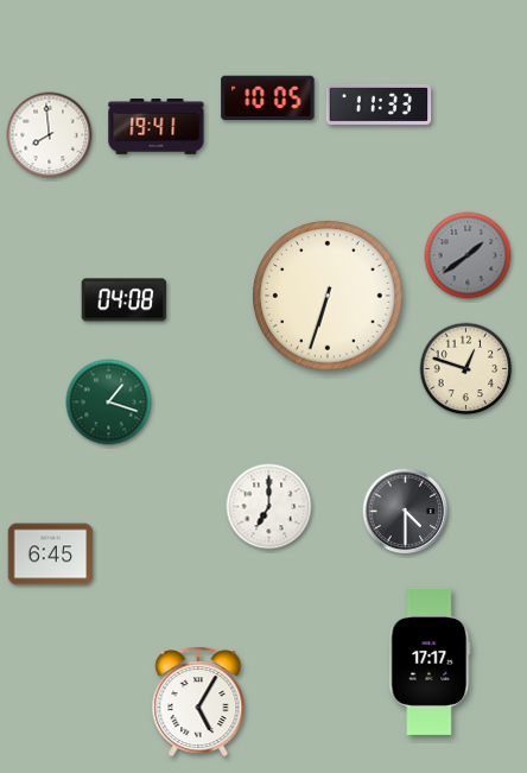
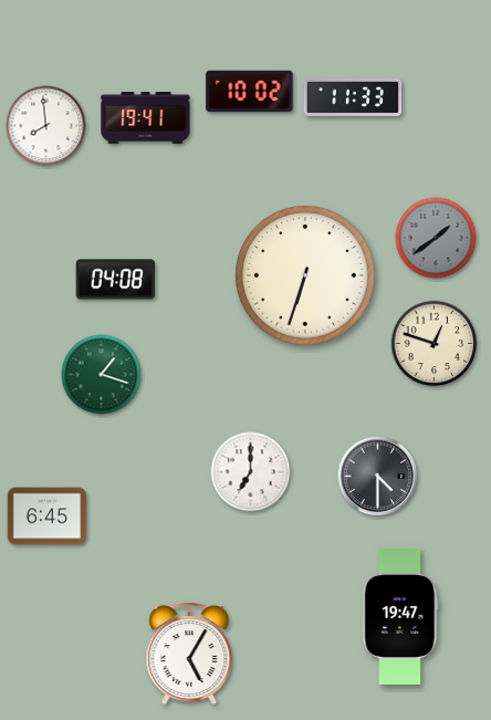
clock at (268, 99): 10:05 -> 10:02
clock at (430, 661): 17:17 -> 19:47
clock at (198, 702) position: (198, 702) -> (189, 654)
